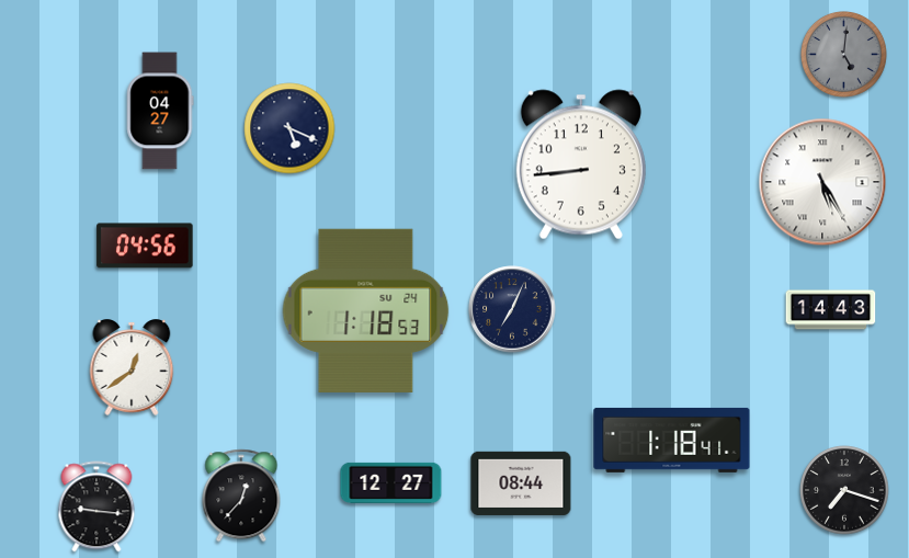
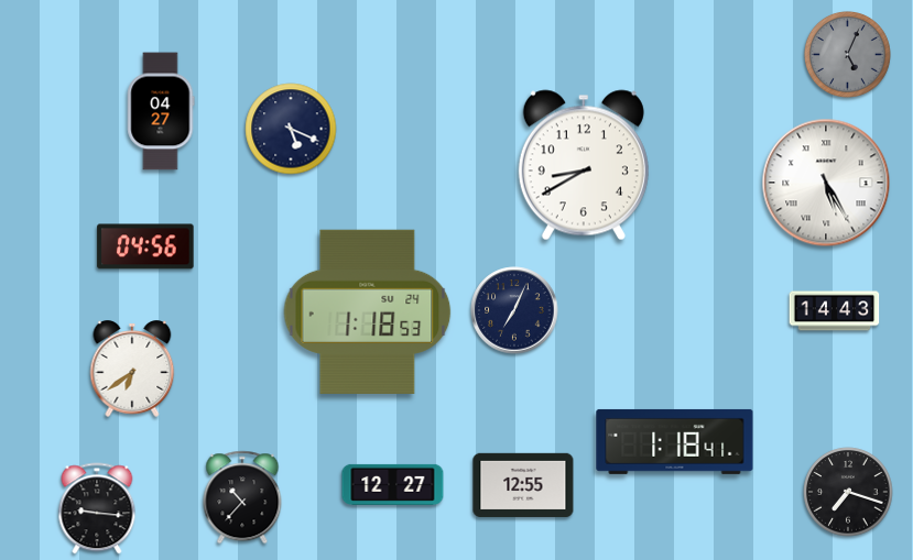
clock at (843, 54): 5:01 -> 5:04
clock at (581, 164): 8:44 -> 8:40
clock at (132, 367): 12:39 -> 6:39
clock at (521, 483): 08:44 -> 12:55
clock at (241, 496): 12:37 -> 10:37
